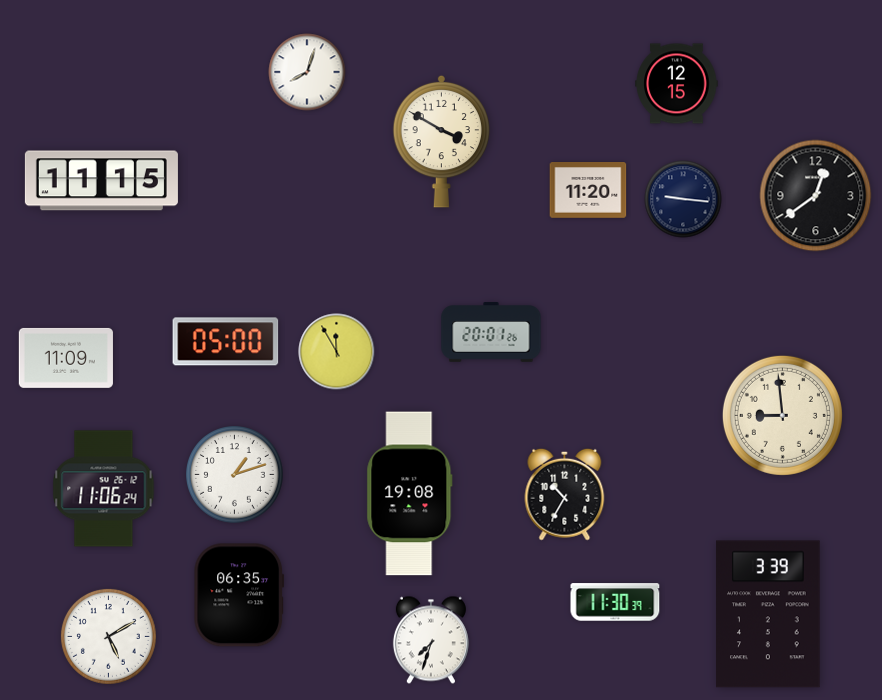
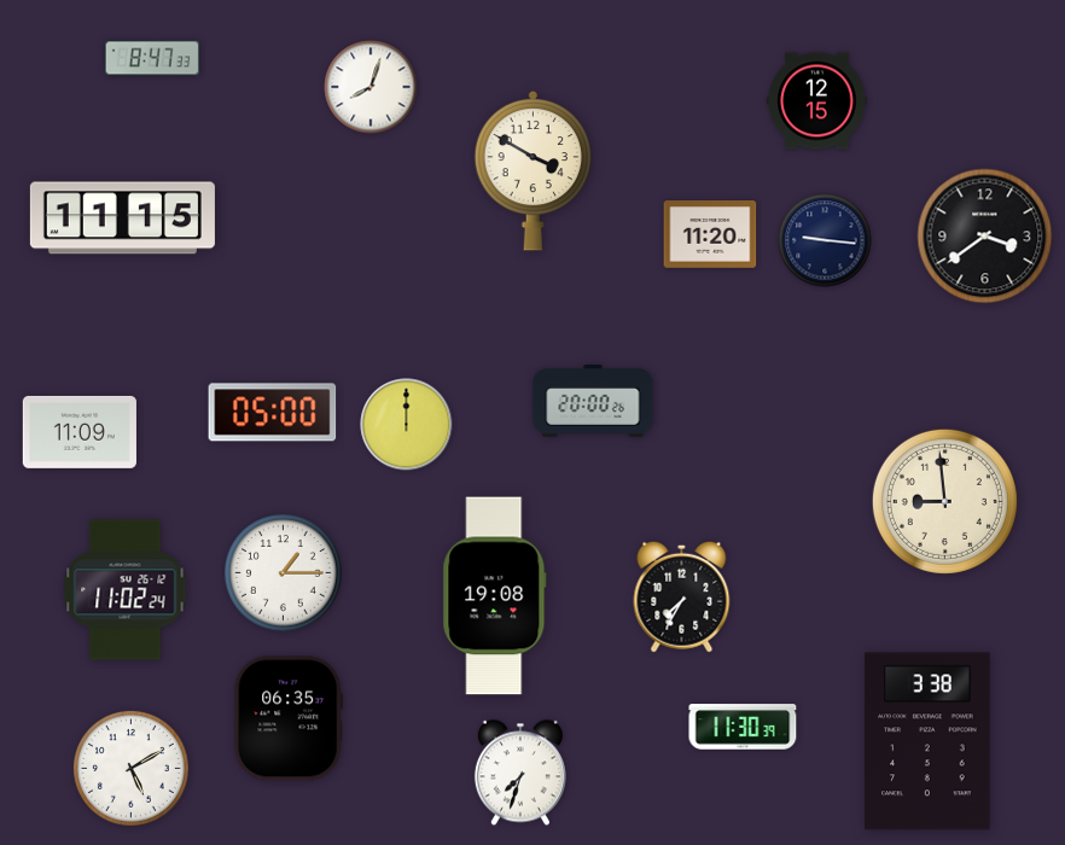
clock at (152, 58): none -> 8:47
clock at (588, 191) position: (588, 191) -> (710, 235)
clock at (816, 196): 12:39 -> 3:39
clock at (491, 332): 20:01 -> 20:00
clock at (337, 352): 11:55 -> 12:00
clock at (235, 475): 1:12 -> 1:15
clock at (104, 489): 11:06 -> 11:02
clock at (565, 494): 10:35 -> 7:35
clock at (768, 614): 3:39 -> 3:38
